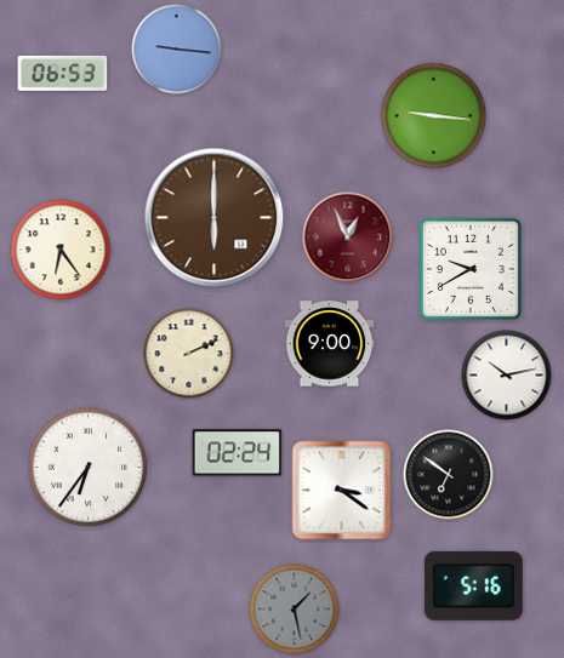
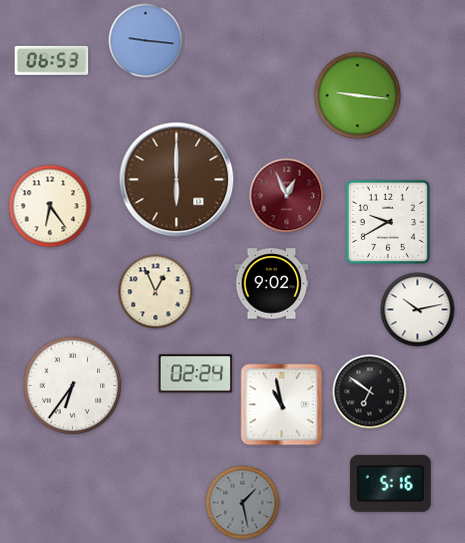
clock at (330, 344): 9:00 -> 9:02
clock at (189, 354): 2:11 -> 12:56
clock at (342, 491): 3:21 -> 10:58
